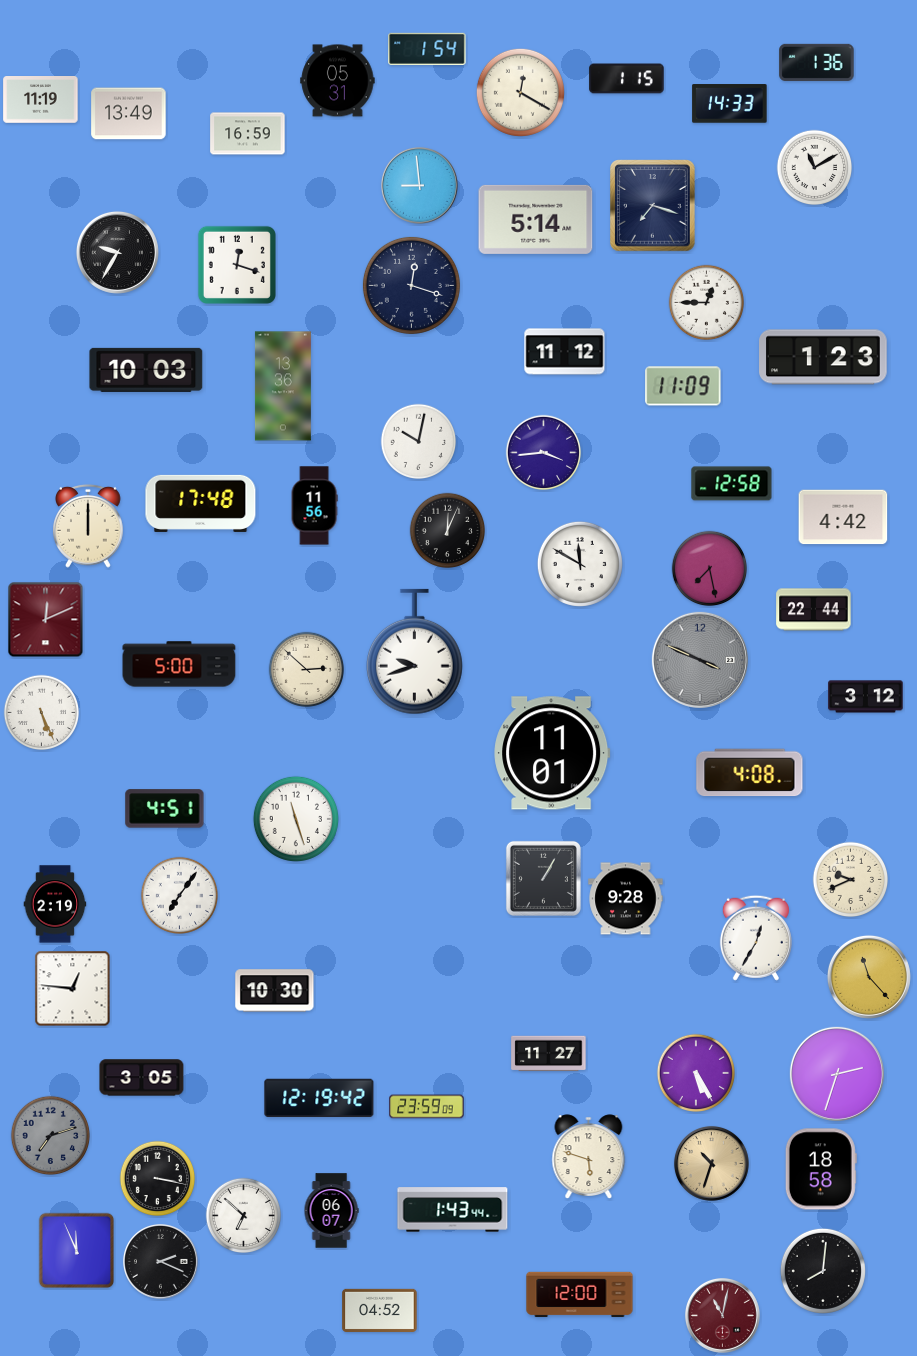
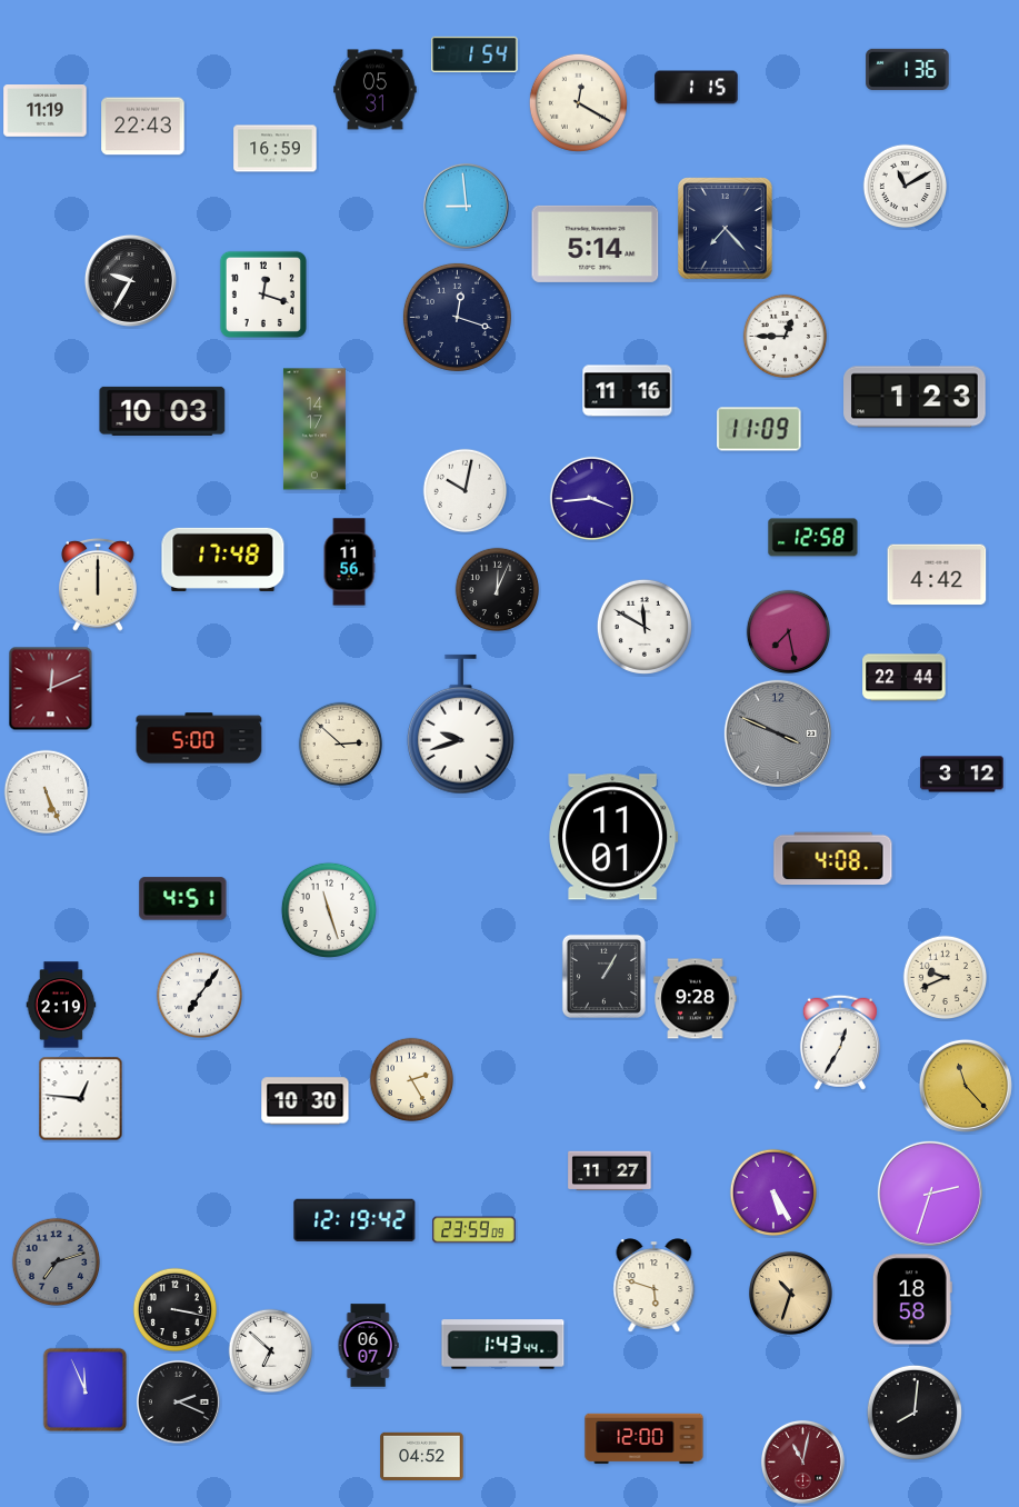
clock at (730, 104): 14:33 -> none
clock at (129, 114): 13:49 -> 22:43
clock at (653, 206): 7:18 -> 7:23
clock at (565, 352): 11:12 -> 11:16
clock at (283, 386): 13:36 -> 14:17
clock at (544, 453) position: (544, 453) -> (592, 499)
clock at (412, 1080): none -> 2:25
clock at (142, 1078): 3:05 -> none
